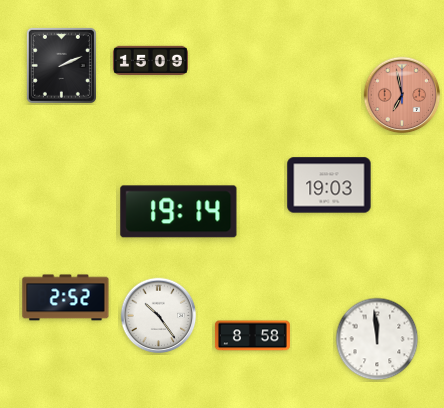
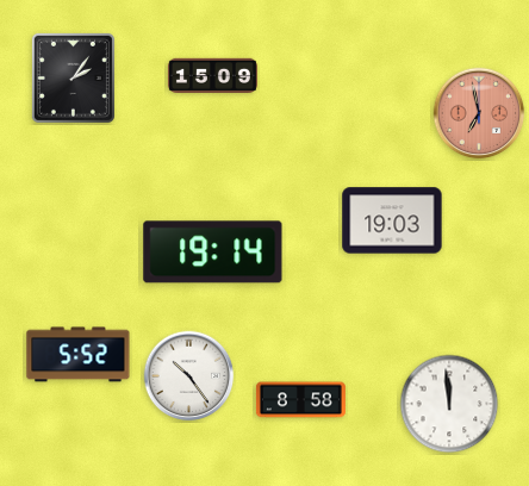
clock at (150, 60) position: (150, 60) -> (212, 75)
clock at (61, 65): 2:11 -> 2:06
clock at (66, 298): 2:52 -> 5:52
